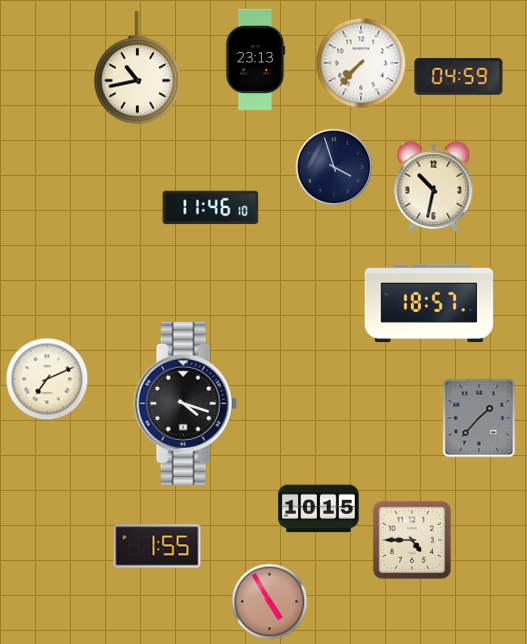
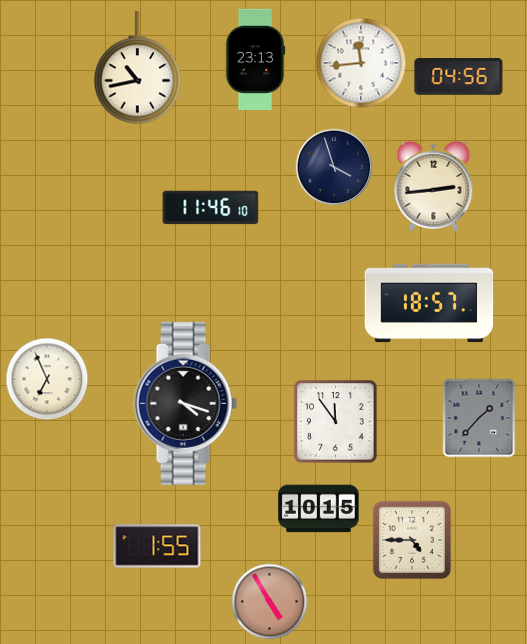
clock at (361, 63): 7:37 -> 11:44
clock at (459, 77): 04:59 -> 04:56
clock at (434, 186): 10:32 -> 2:44
clock at (47, 379): 7:11 -> 6:56
clock at (336, 422): none -> 11:54
